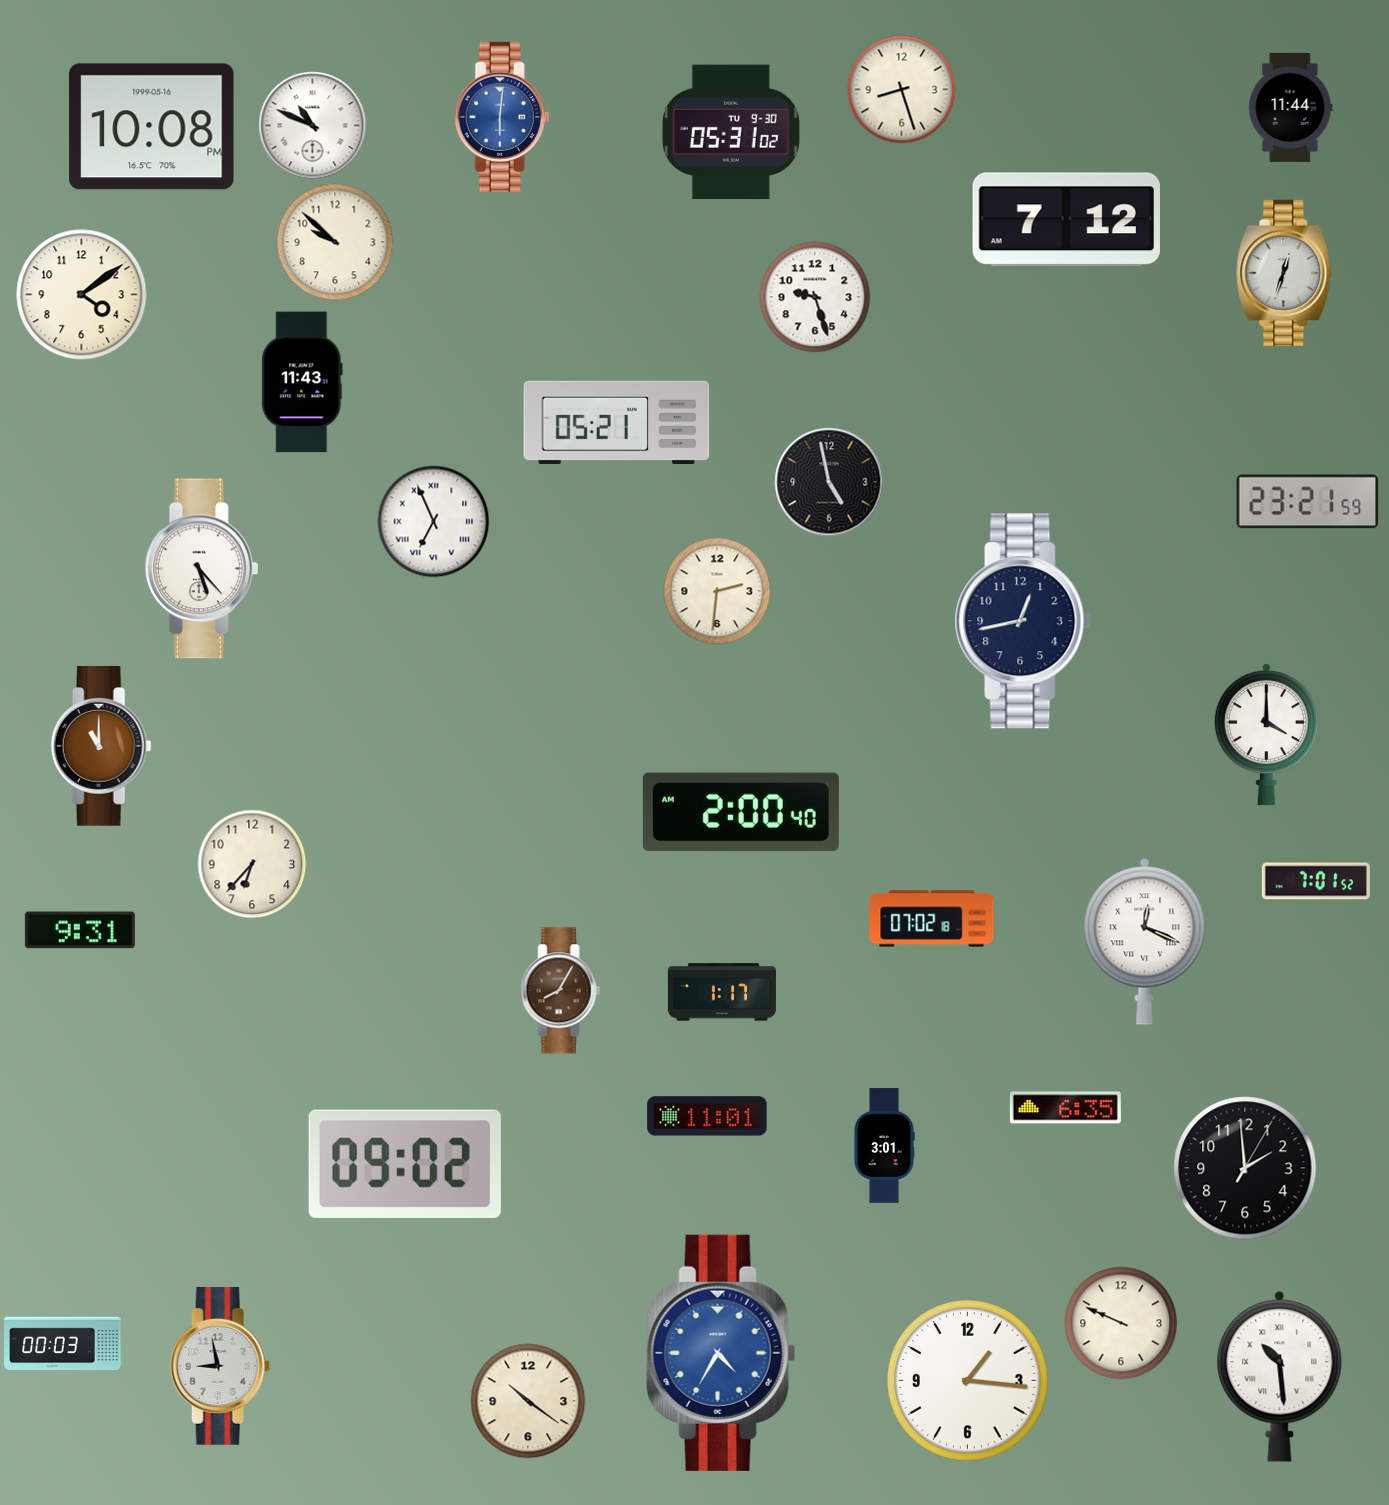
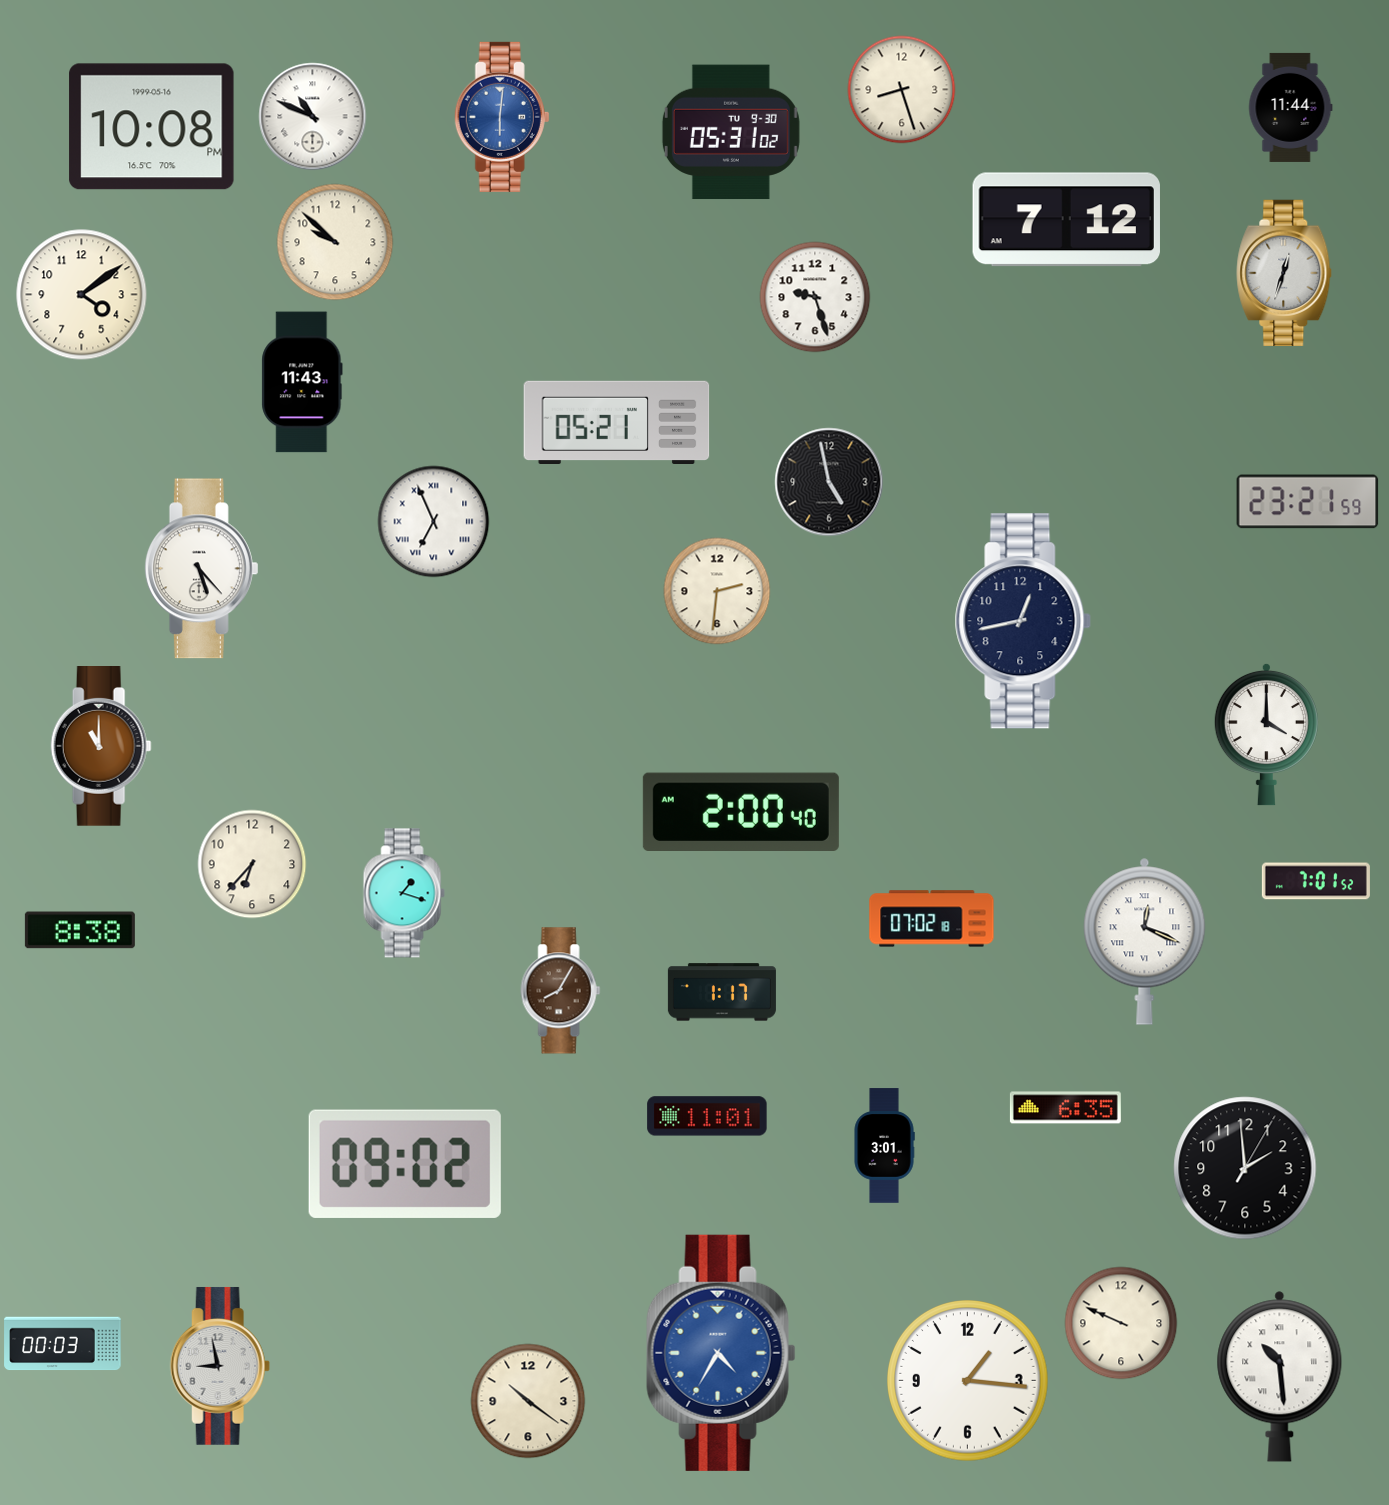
clock at (313, 126) position: (313, 126) -> (313, 117)
clock at (404, 893): none -> 1:18
clock at (80, 930): 9:31 -> 8:38
